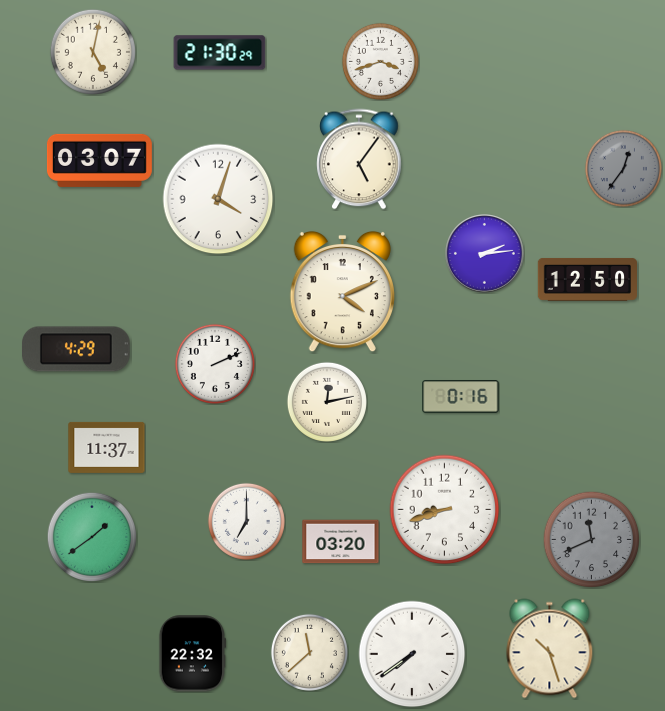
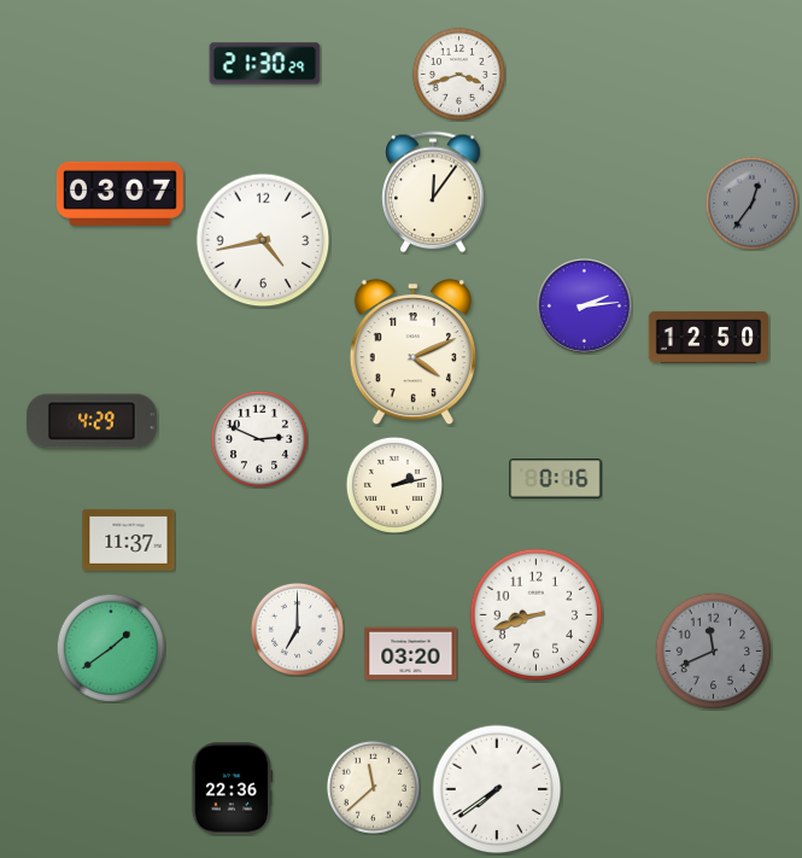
clock at (92, 51): 5:02 -> none
clock at (359, 159): 5:06 -> 12:06
clock at (218, 199): 4:03 -> 4:43
clock at (215, 364): 2:11 -> 2:49
clock at (327, 402): 12:13 -> 2:13
clock at (550, 649): 10:27 -> none
clock at (192, 654): 22:32 -> 22:36
